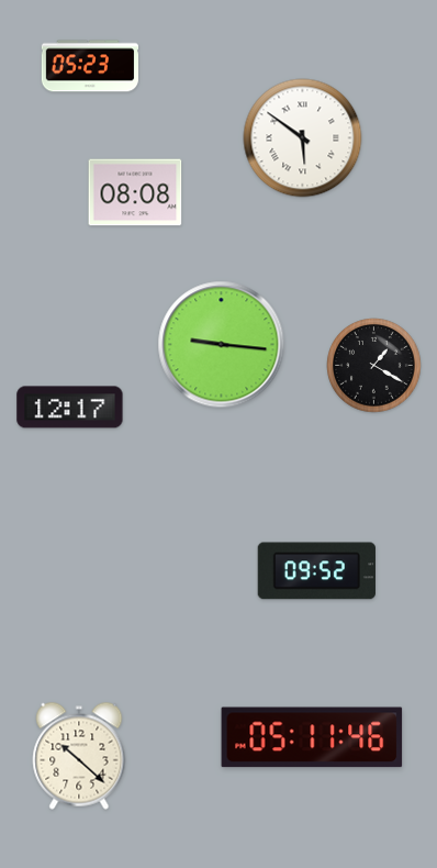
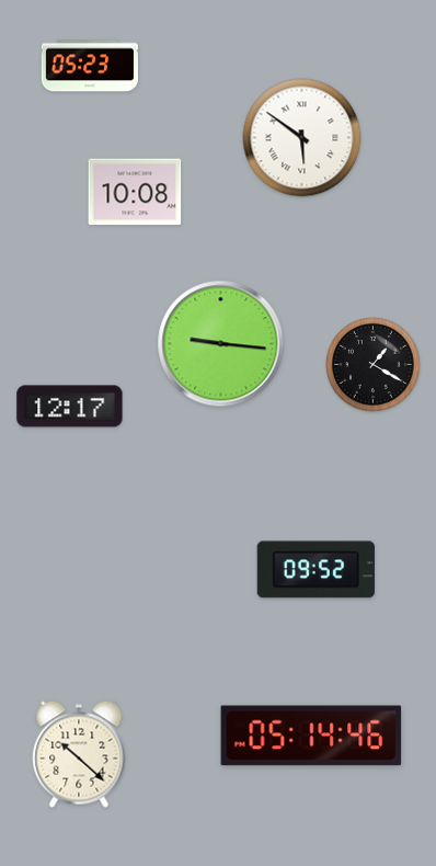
clock at (135, 192): 08:08 -> 10:08
clock at (312, 737): 05:11 -> 05:14
